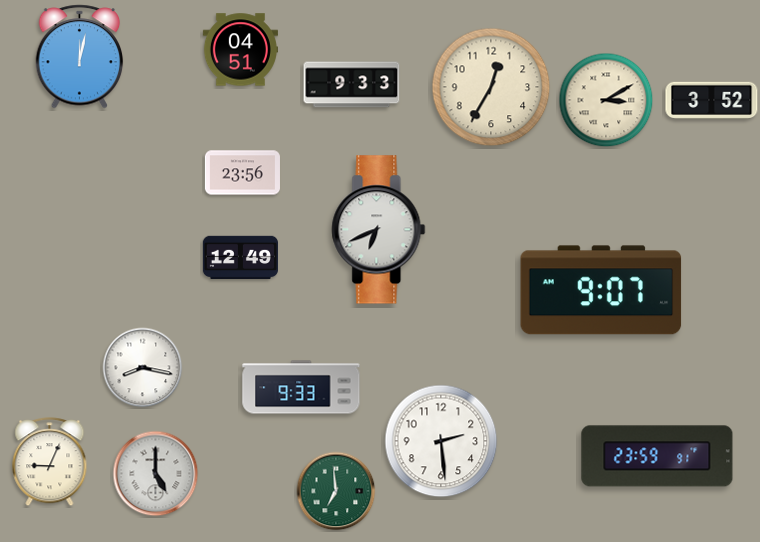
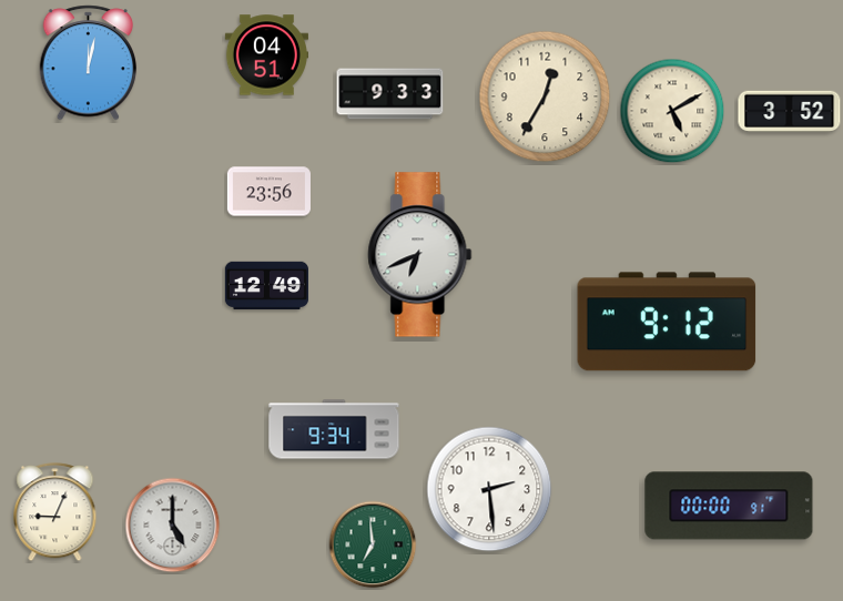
clock at (606, 100): 3:10 -> 5:10
clock at (601, 290): 9:07 -> 9:12
clock at (143, 368): 8:17 -> none
clock at (301, 387): 9:33 -> 9:34
clock at (657, 456): 23:59 -> 00:00
